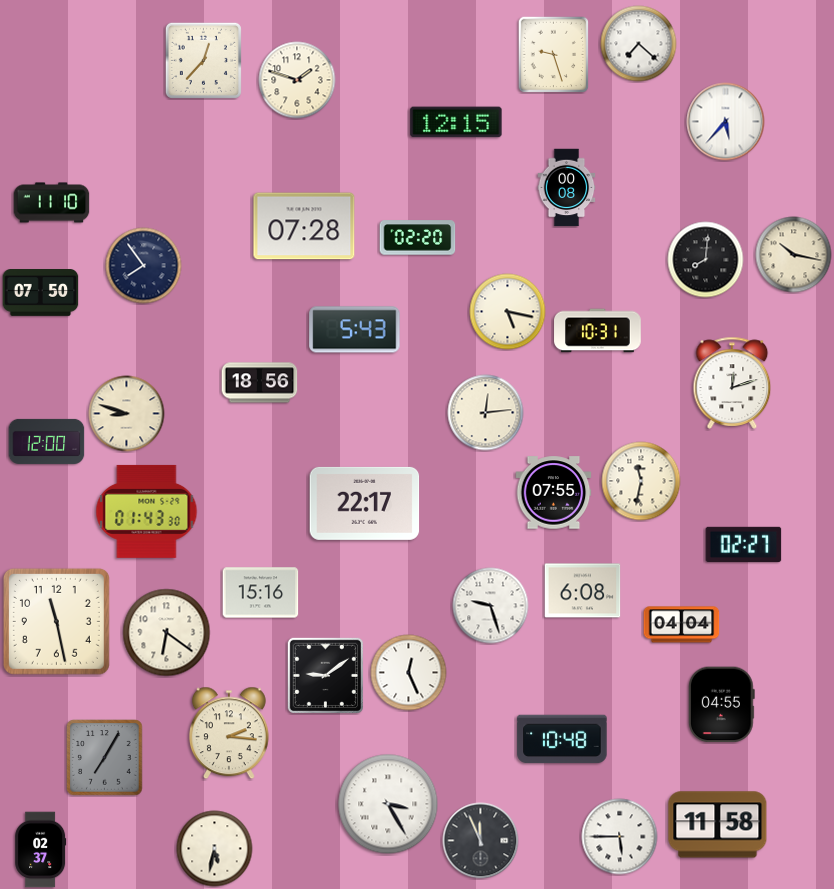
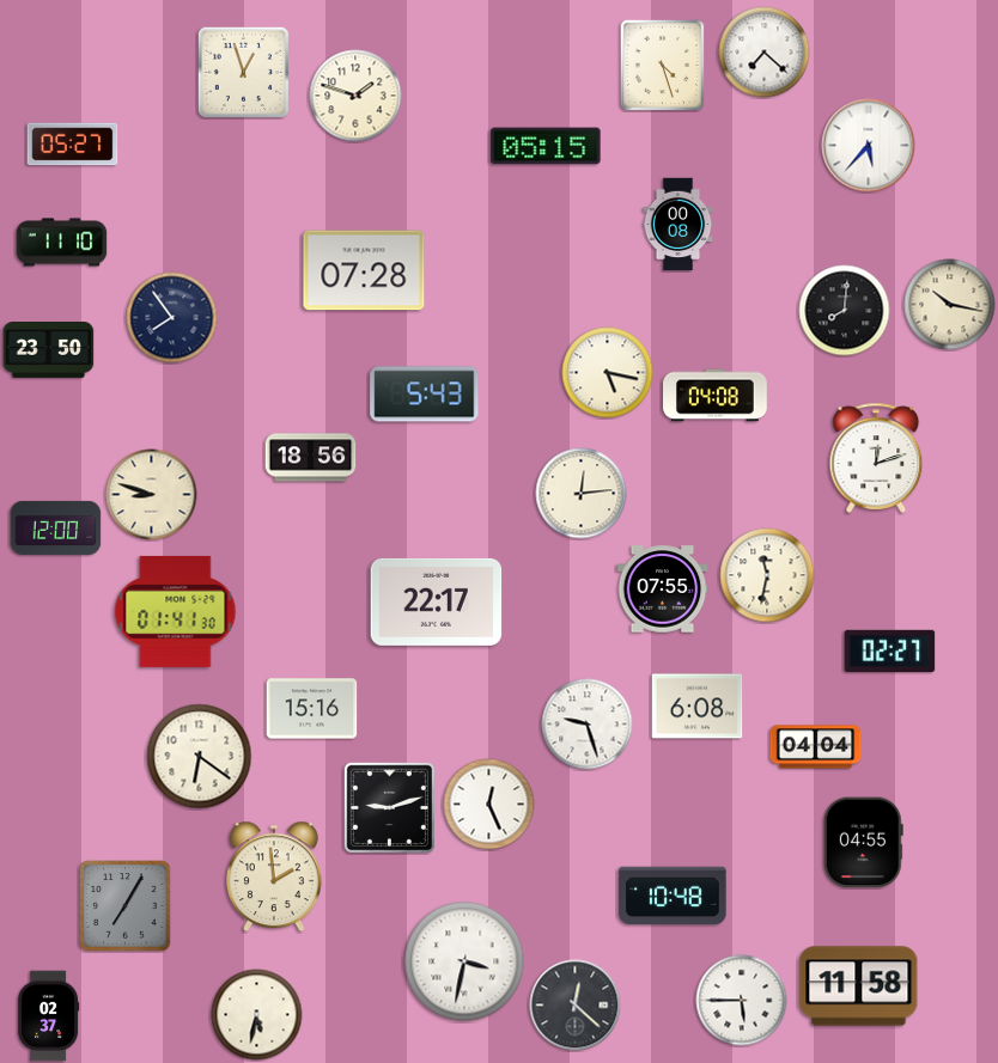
clock at (554, 54): 9:27 -> 4:27
clock at (203, 60): 12:37 -> 12:57
clock at (73, 145): none -> 05:27
clock at (456, 122): 12:15 -> 05:15
clock at (418, 238): 02:20 -> none
clock at (41, 293): 07:50 -> 23:50
clock at (598, 331): 10:31 -> 04:08
clock at (147, 511): 01:43 -> 01:41
clock at (56, 621): 11:28 -> none
clock at (325, 675): 9:09 -> 9:12
clock at (229, 733): 2:16 -> 1:59
clock at (562, 739) position: (562, 739) -> (673, 896)
clock at (388, 804): 3:25 -> 3:32
clock at (481, 841): 11:56 -> 12:22
